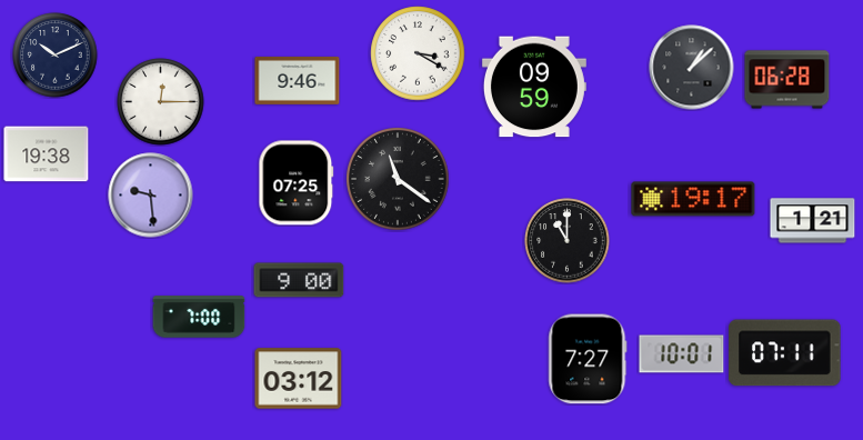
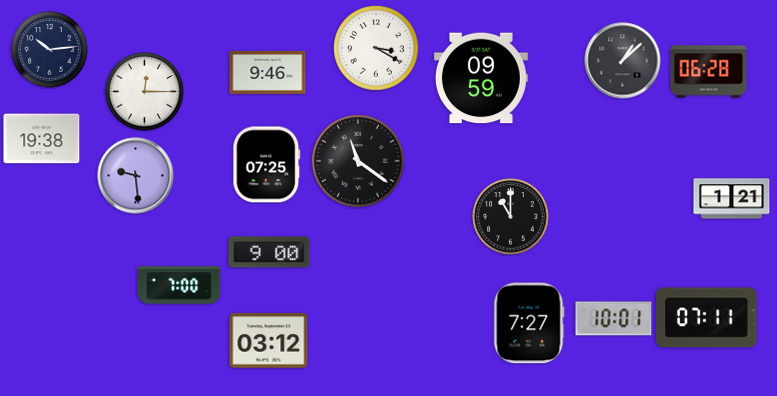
clock at (56, 56): 10:11 -> 10:14
clock at (693, 199): 19:17 -> none
